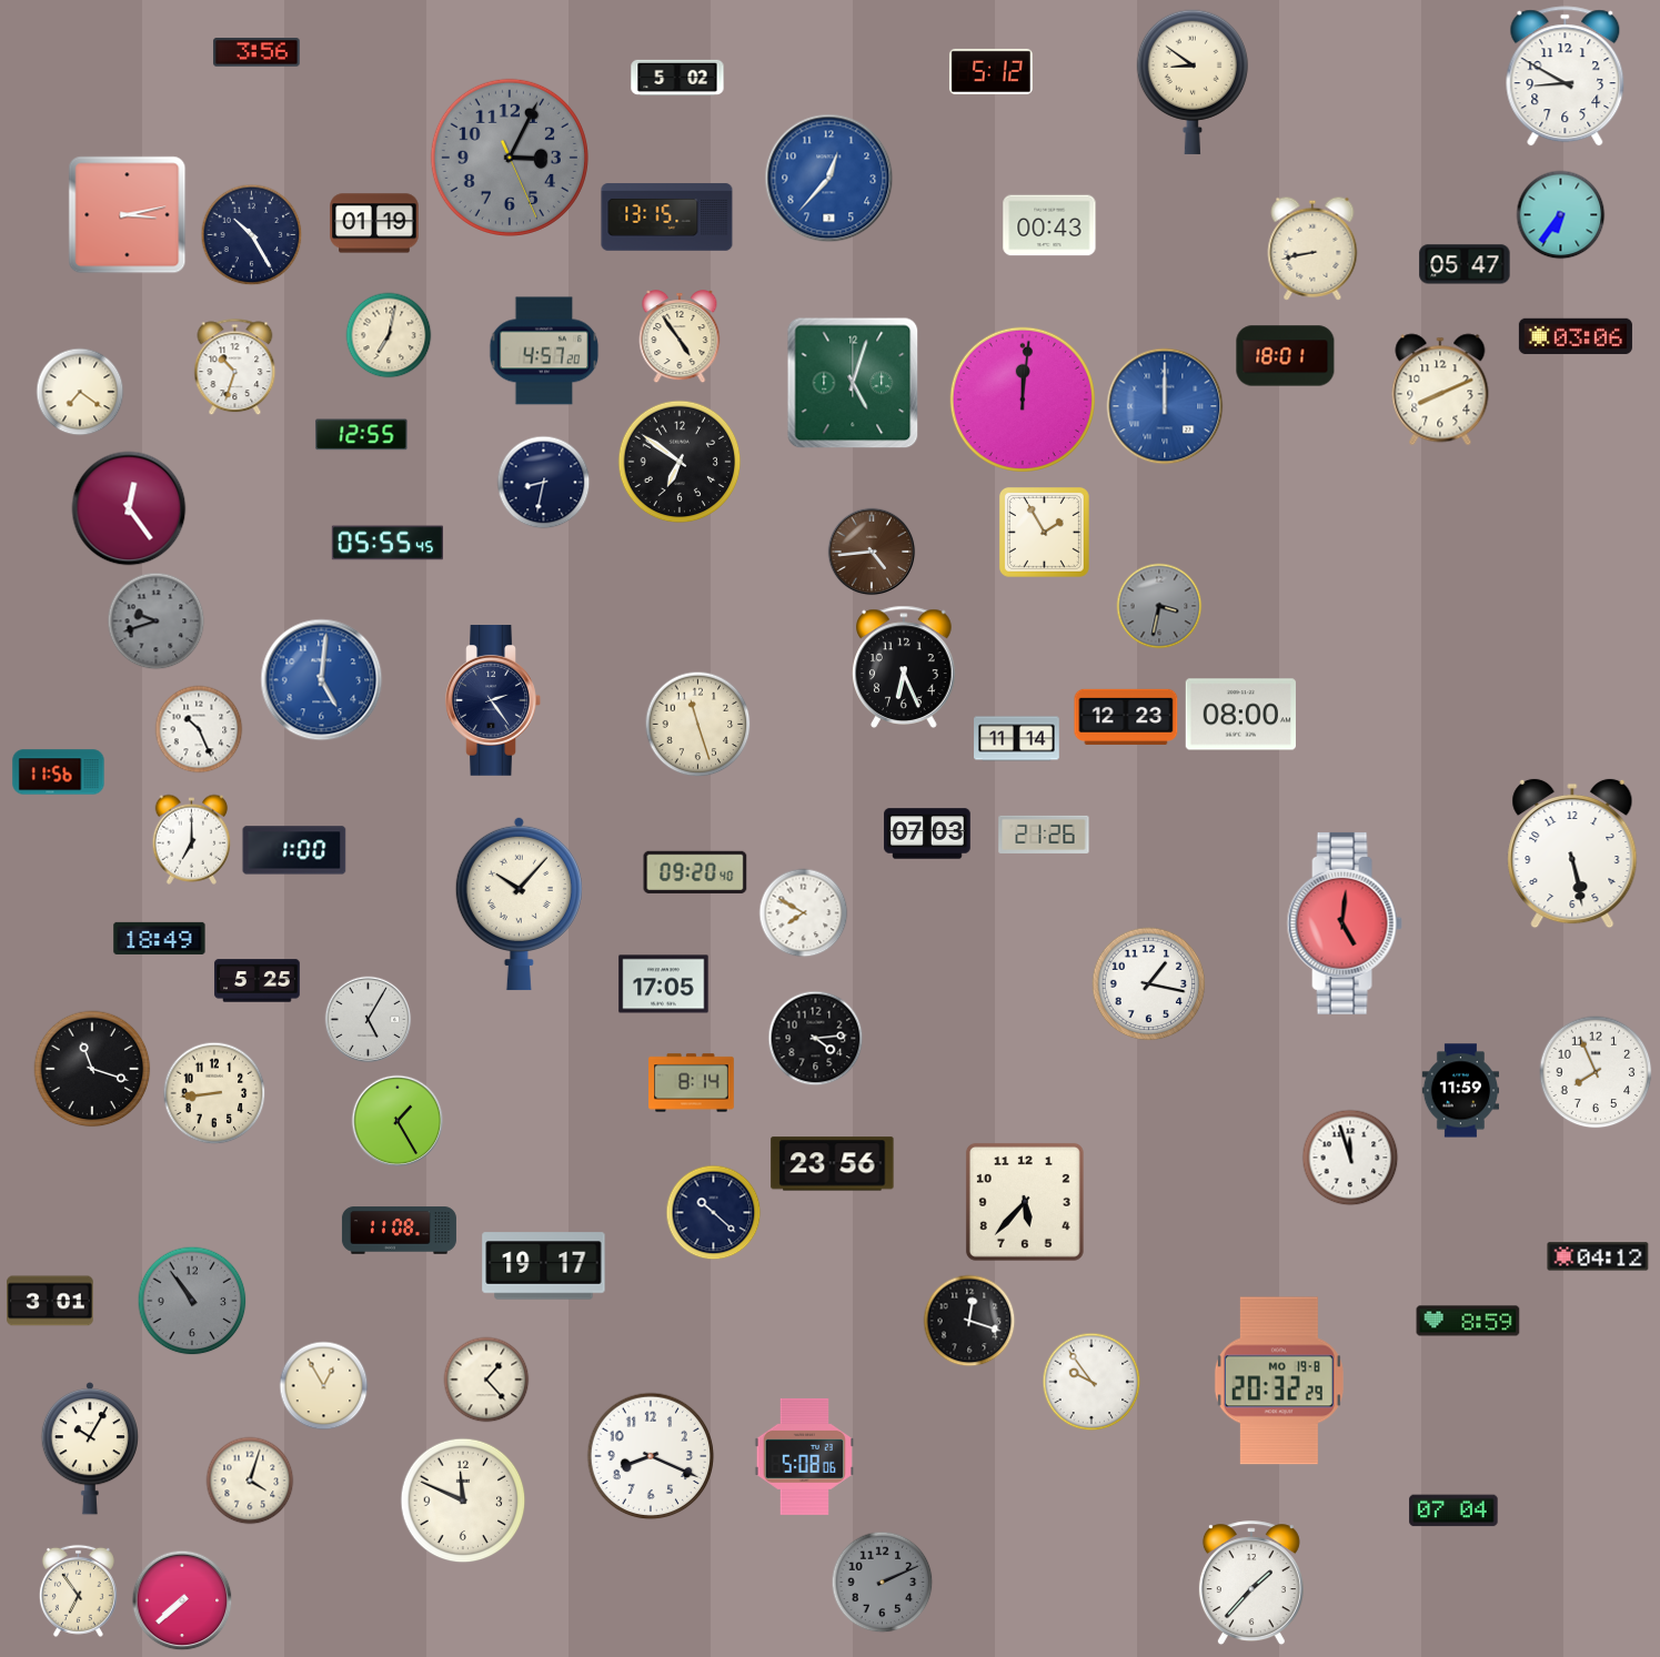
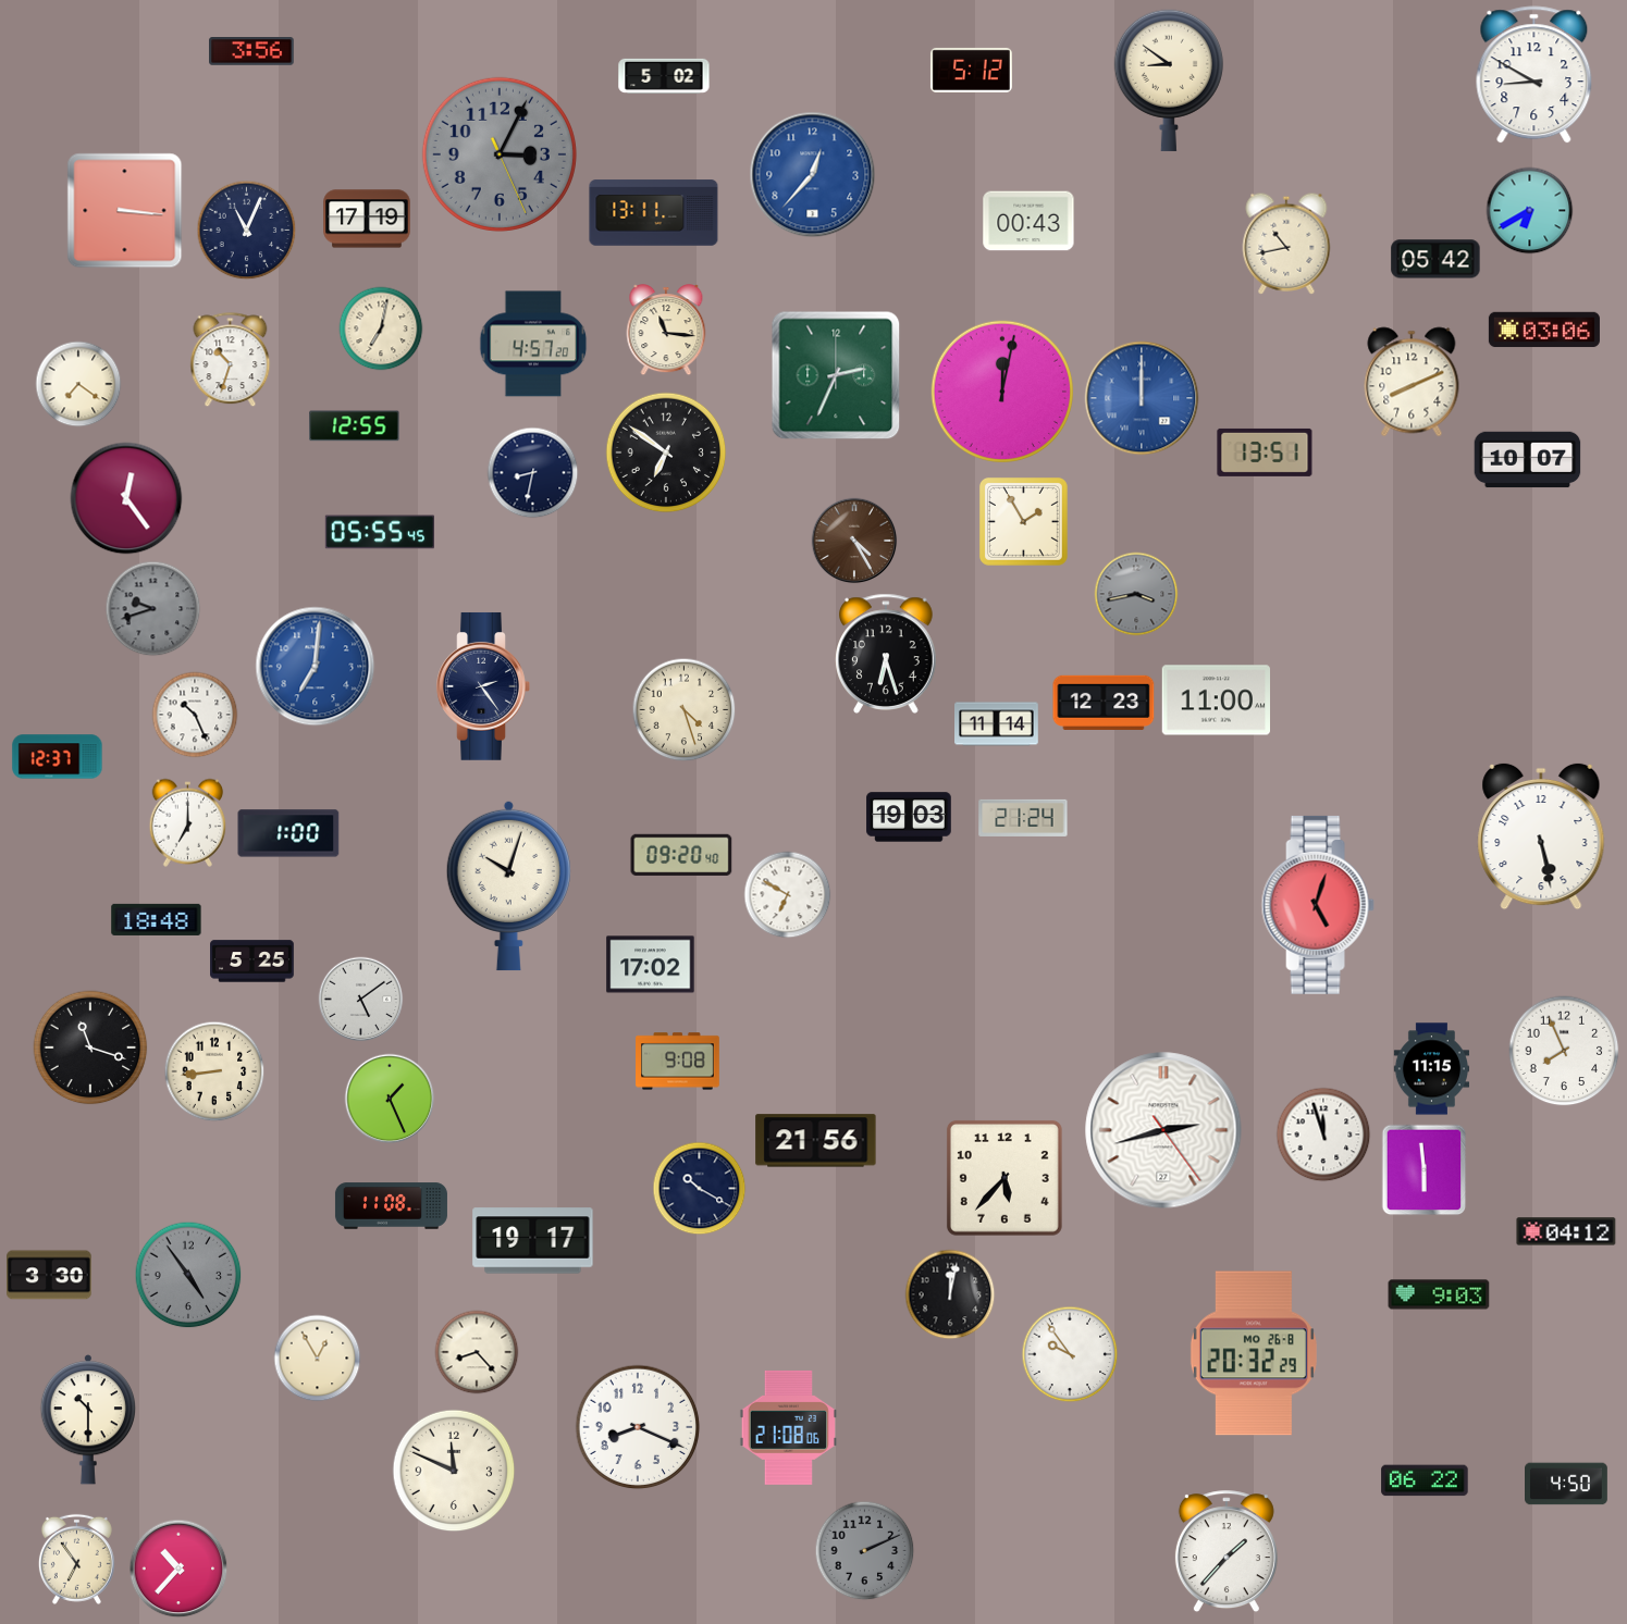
clock at (128, 215): 3:13 -> 3:16
clock at (1561, 215): 6:36 -> 6:40
clock at (667, 218): 13:15 -> 13:11
clock at (374, 223): 01:19 -> 17:19
clock at (252, 235): 10:25 -> 11:04
clock at (1312, 249): 8:43 -> 10:43
clock at (1465, 264): 05:47 -> 05:42
clock at (680, 337): 4:54 -> 11:16
clock at (1286, 356): 18:01 -> none
clock at (853, 383): 5:03 -> 2:34
clock at (1023, 400): 12:01 -> 12:02
clock at (1265, 453): none -> 13:51
clock at (1528, 460): none -> 10:07
clock at (872, 552): 4:44 -> 4:25
clock at (1159, 606): 3:32 -> 3:43
clock at (904, 667): 6:26 -> 6:27
clock at (322, 680): 5:01 -> 7:01
clock at (1240, 715): 08:00 -> 11:00
clock at (698, 725): 11:27 -> 4:27
clock at (59, 772): 11:56 -> 12:37
clock at (927, 833): 07:03 -> 19:03
clock at (1044, 835): 21:26 -> 21:24
clock at (519, 903): 10:07 -> 10:03
clock at (804, 913): 7:50 -> 6:50
clock at (1345, 923): 5:01 -> 5:03
clock at (160, 938): 18:49 -> 18:48
clock at (664, 984): 17:05 -> 17:02
clock at (1149, 984): 1:17 -> none
clock at (369, 1020): 5:05 -> 5:09
clock at (816, 1039): 4:14 -> none
clock at (692, 1083): 8:14 -> 9:08
clock at (1460, 1091): 11:59 -> 11:15
clock at (214, 1093) position: (214, 1093) -> (214, 1071)
clock at (398, 1121): 1:25 -> 1:26
clock at (1163, 1130): none -> 2:42
clock at (833, 1164): 23:56 -> 21:56
clock at (1425, 1170): none -> 5:59
clock at (714, 1213): 10:22 -> 10:20
clock at (50, 1301): 3:01 -> 3:30
clock at (192, 1301): 10:54 -> 4:54
clock at (969, 1321): 12:18 -> 12:02
clock at (1468, 1321): 8:59 -> 9:03
clock at (486, 1380): 1:23 -> 8:23
clock at (1279, 1381) date: MO 19-8 -> MO 26-8
clock at (89, 1448): 10:05 -> 10:30
clock at (804, 1456): 5:08 -> 21:08
clock at (250, 1481): 4:03 -> none
clock at (1453, 1511): 07:04 -> 06:22
clock at (1567, 1484): none -> 4:50
clock at (182, 1600): 7:38 -> 10:37
